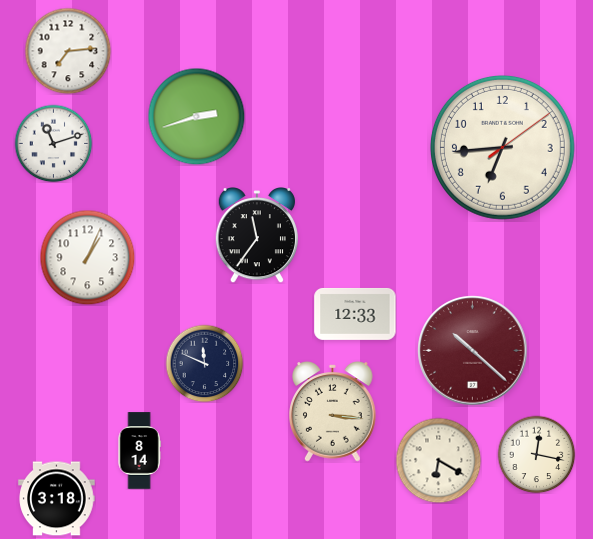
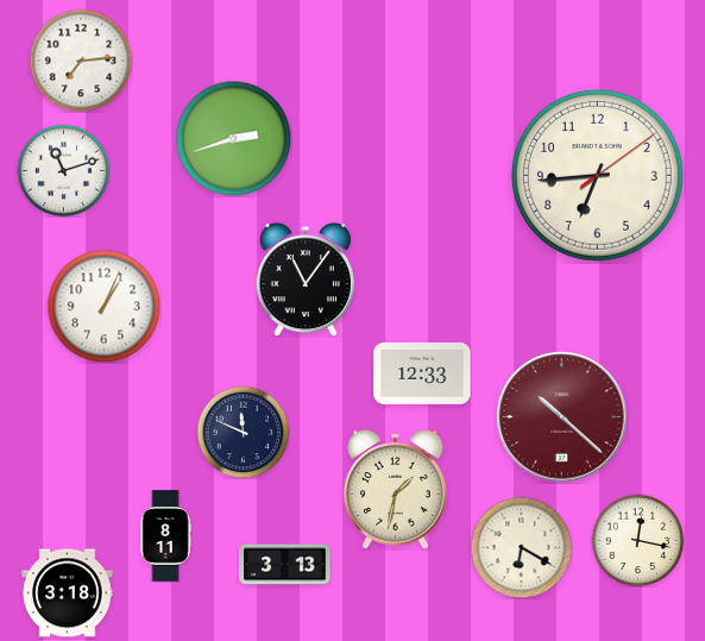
clock at (257, 236): 11:36 -> 11:06
clock at (333, 412): 3:16 -> 1:32
clock at (139, 451): 8:14 -> 8:11
clock at (285, 565): none -> 3:13
